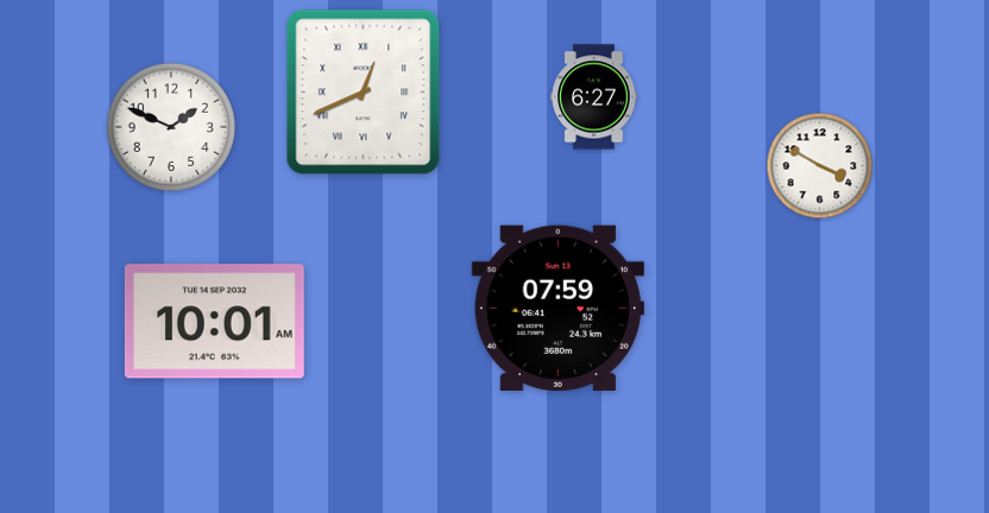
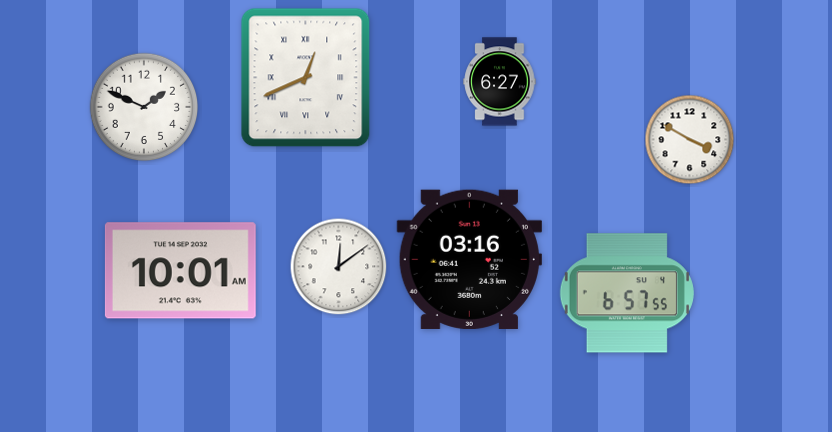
clock at (558, 308): 07:59 -> 03:16
clock at (339, 267): none -> 12:09
clock at (627, 293): none -> 6:57
